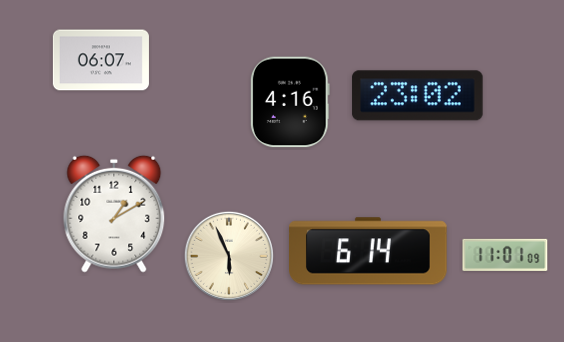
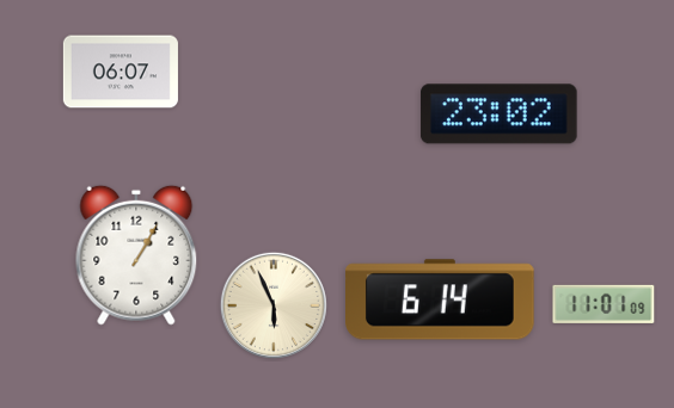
clock at (290, 102): 4:16 -> none
clock at (114, 214): 1:10 -> 1:05
